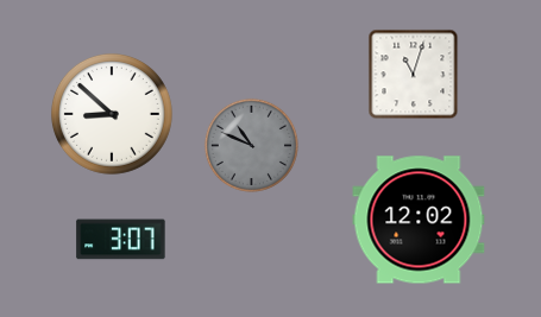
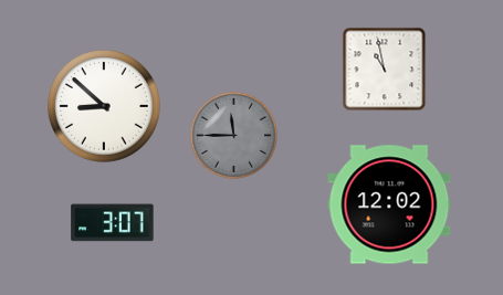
clock at (414, 75): 11:03 -> 10:58
clock at (251, 145): 10:49 -> 11:45
